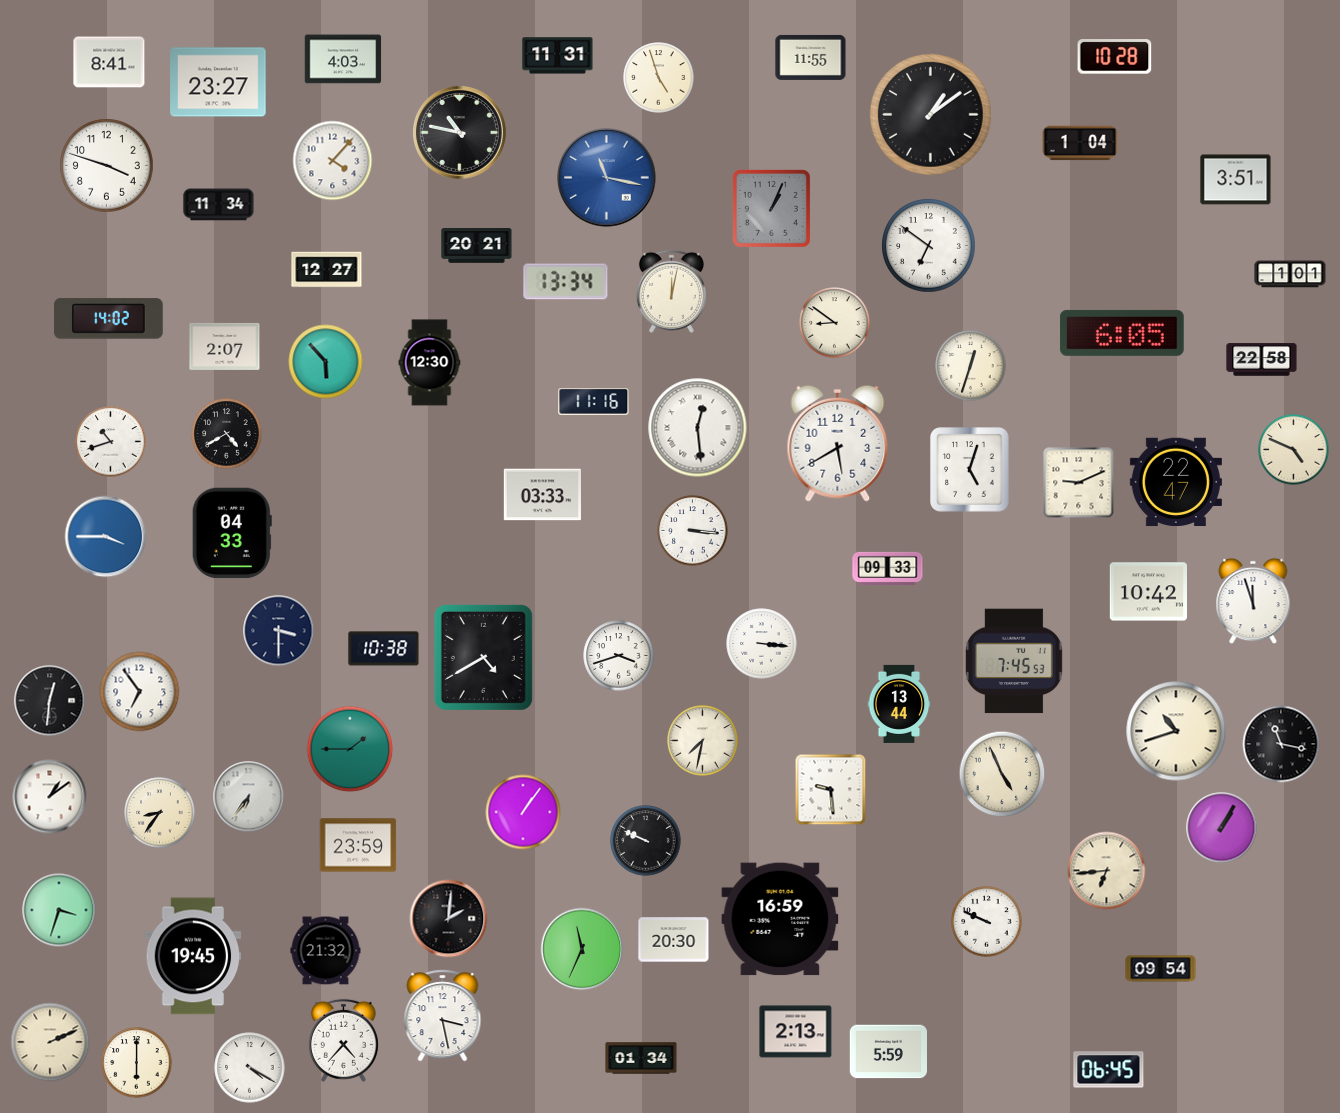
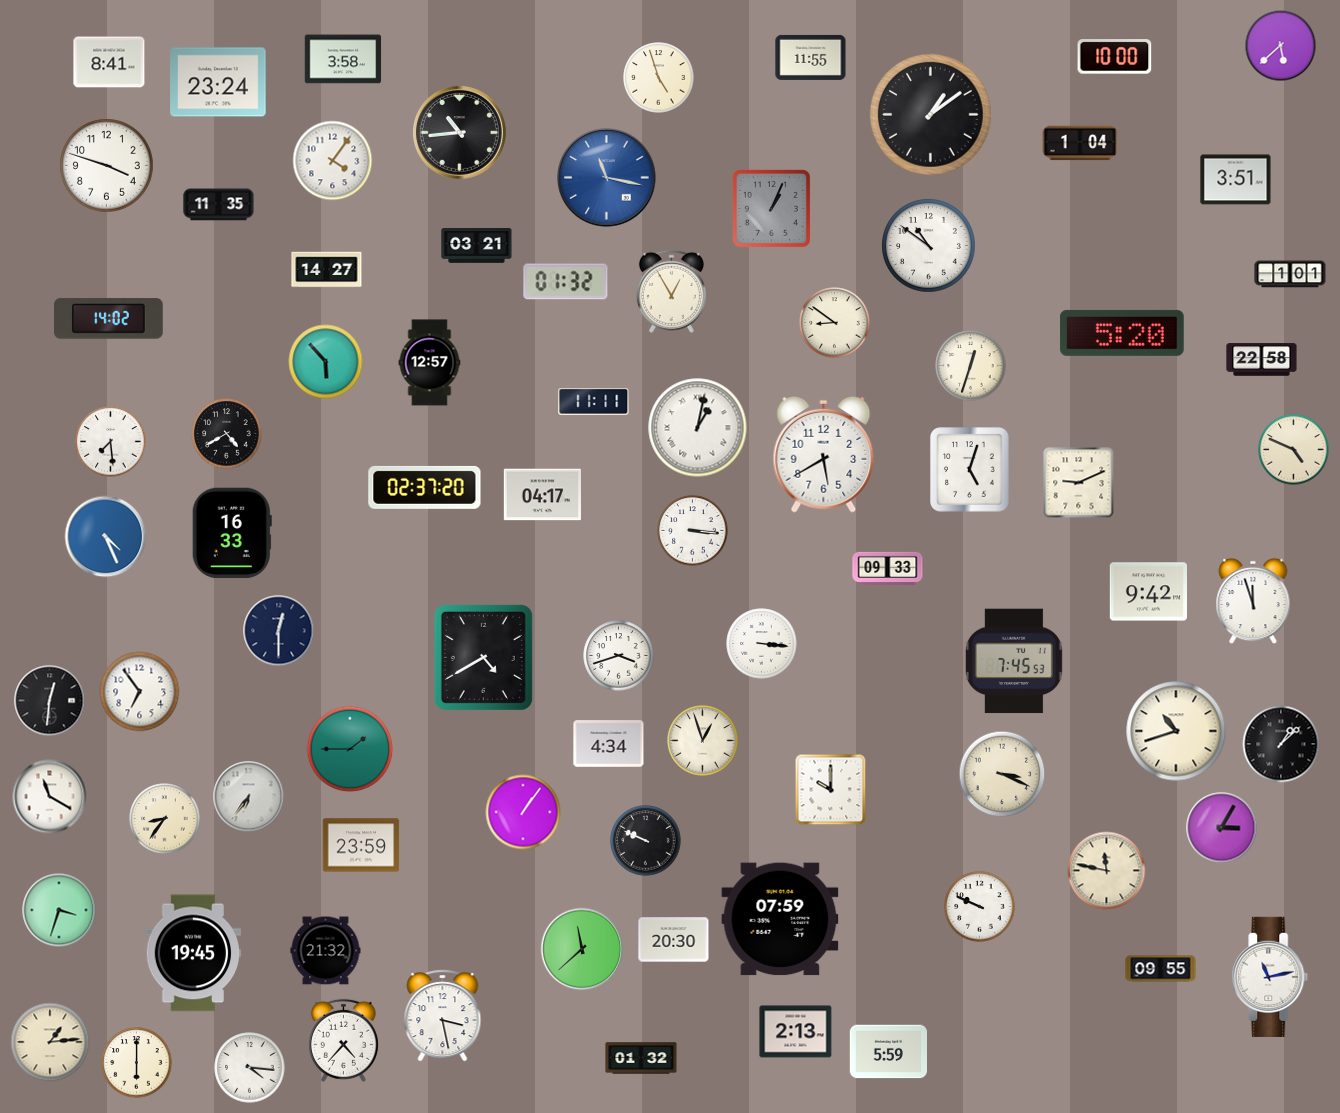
clock at (1281, 46): none -> 5:38
clock at (558, 56): 11:31 -> none
clock at (1115, 57): 10:28 -> 10:00
clock at (343, 59): 4:03 -> 3:58
clock at (218, 82): 23:27 -> 23:24
clock at (459, 132): 10:47 -> 10:44
clock at (333, 161): 4:07 -> 4:06
clock at (219, 205): 11:34 -> 11:35
clock at (477, 246): 20:21 -> 03:21
clock at (929, 246): 6:51 -> 10:51
clock at (327, 270): 12:27 -> 14:27
clock at (566, 282): 13:34 -> 01:32
clock at (671, 291): 12:02 -> 12:55
clock at (1122, 333): 6:05 -> 5:20
clock at (225, 346): 2:07 -> none
clock at (430, 363): 12:30 -> 12:57
clock at (594, 402): 11:16 -> 11:11
clock at (698, 428): 12:29 -> 1:02
clock at (111, 442): 10:42 -> 7:29
clock at (838, 443) position: (838, 443) -> (824, 454)
clock at (1176, 482): 22:47 -> none
clock at (425, 487): none -> 02:37
clock at (542, 495): 03:33 -> 04:17
clock at (232, 533): 04:33 -> 16:33
clock at (106, 537): 3:45 -> 4:26
clock at (1148, 592): 10:42 -> 9:42
clock at (279, 631): 3:30 -> 12:30
clock at (384, 649): 10:38 -> none
clock at (899, 704): 13:44 -> none
clock at (703, 741): 7:32 -> 12:57
clock at (609, 744): none -> 4:34
clock at (1281, 744): 11:17 -> 1:08
clock at (1002, 774): 4:56 -> 3:19
clock at (831, 790): 9:29 -> 10:00
clock at (50, 797): 1:09 -> 11:20
clock at (160, 813) position: (160, 813) -> (165, 819)
clock at (1222, 828): 1:05 -> 3:05
clock at (358, 845) position: (358, 845) -> (361, 845)
clock at (1107, 871): 6:44 -> 11:47
clock at (449, 919): 2:01 -> none
clock at (780, 919): 16:59 -> 07:59
clock at (987, 922) position: (987, 922) -> (980, 907)
clock at (582, 949): 11:34 -> 11:38
clock at (193, 956) position: (193, 956) -> (193, 953)
clock at (1161, 969): 09:54 -> 09:55
clock at (1270, 977): none -> 11:13
clock at (50, 1042): 2:11 -> 1:14
clock at (641, 1058): 01:34 -> 01:32
clock at (250, 1068): 4:20 -> 4:16
clock at (1109, 1070): 06:45 -> none
